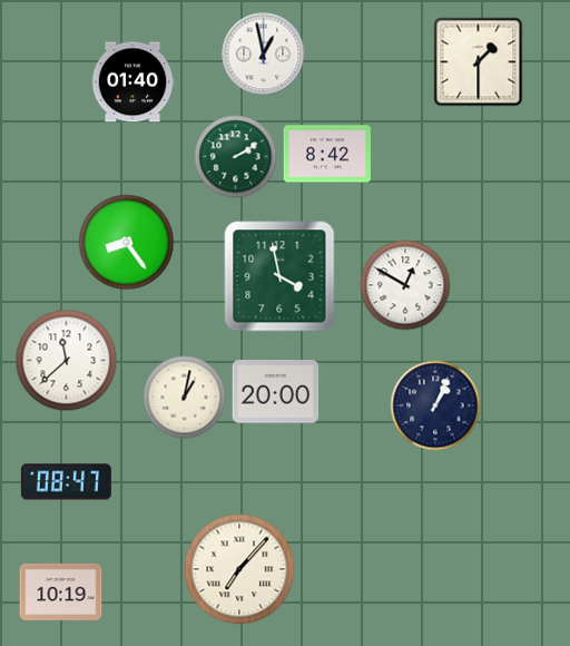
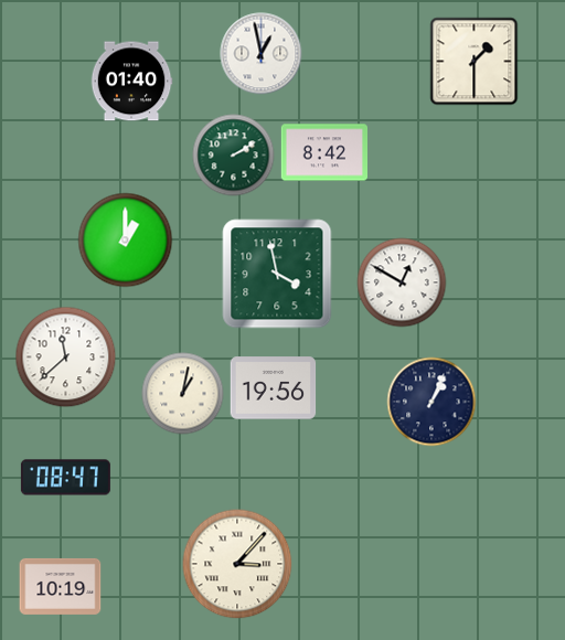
clock at (127, 243): 8:24 -> 1:00
clock at (276, 392): 20:00 -> 19:56
clock at (239, 569): 7:07 -> 3:07
